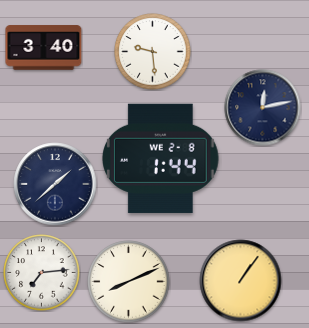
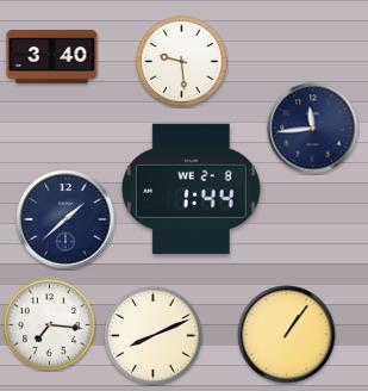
clock at (263, 108): 12:13 -> 11:44
clock at (42, 273): 7:14 -> 7:16
